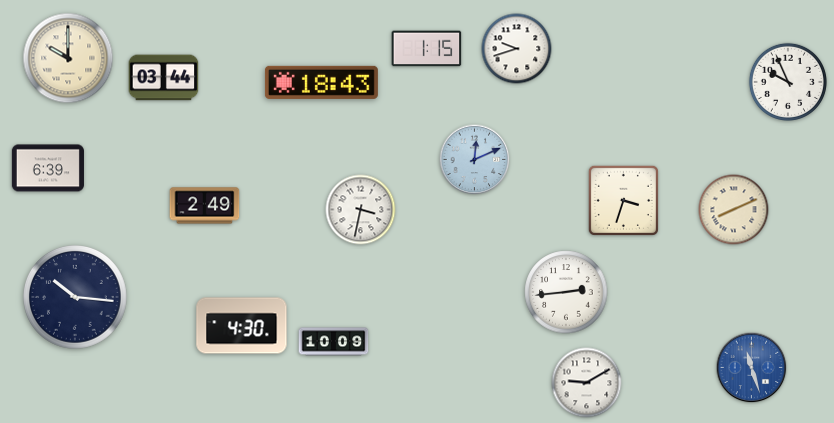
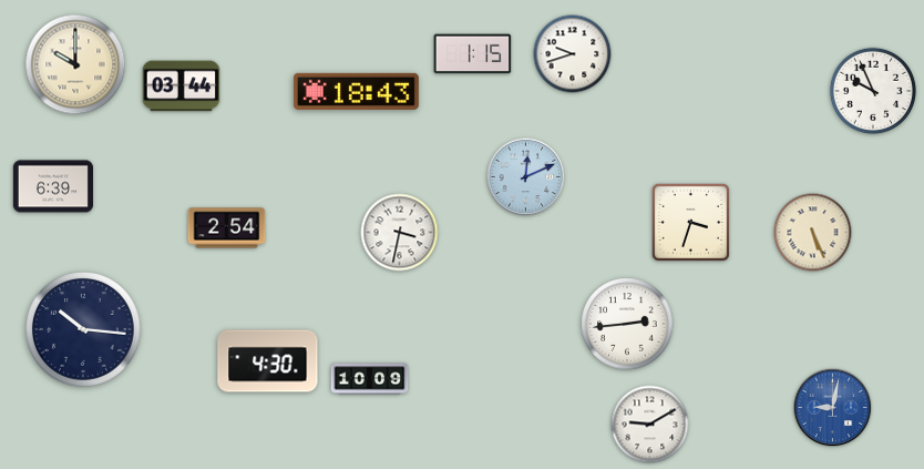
clock at (205, 206): 2:49 -> 2:54
clock at (734, 210): 8:11 -> 5:26
clock at (752, 368): 11:27 -> 9:02
